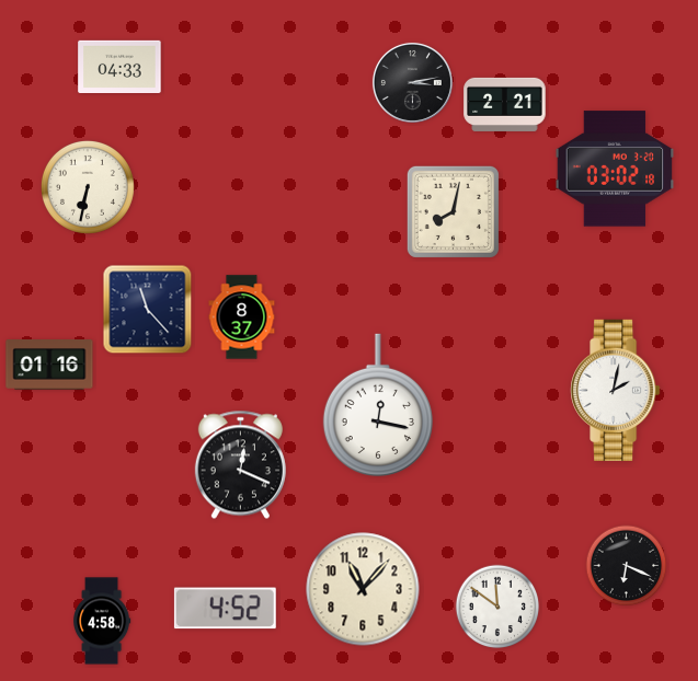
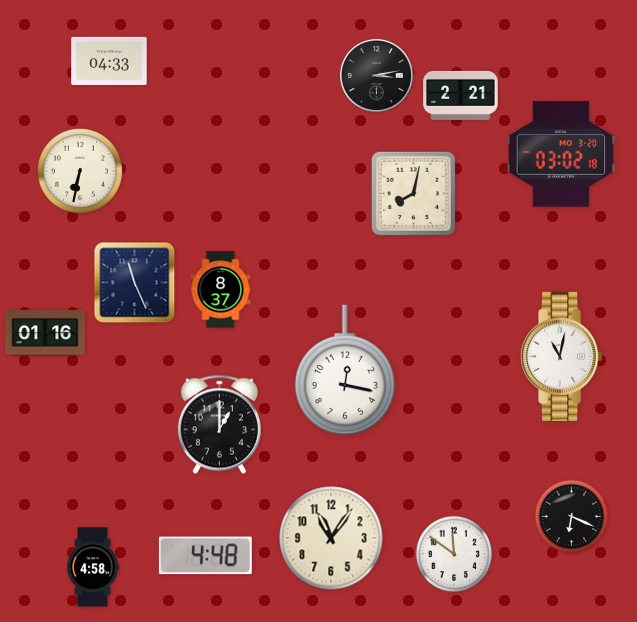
clock at (148, 310): 11:23 -> 11:26
clock at (616, 390): 2:02 -> 11:02
clock at (240, 465): 12:19 -> 1:00
clock at (363, 589): 11:07 -> 11:06
clock at (225, 609): 4:52 -> 4:48
